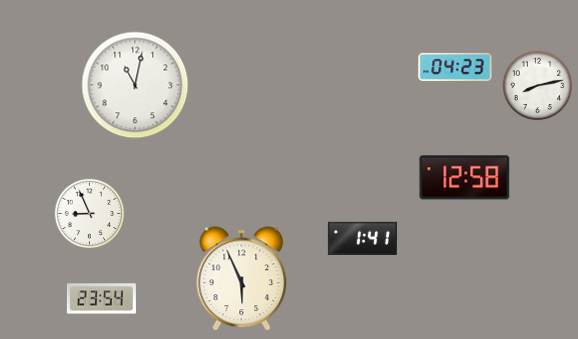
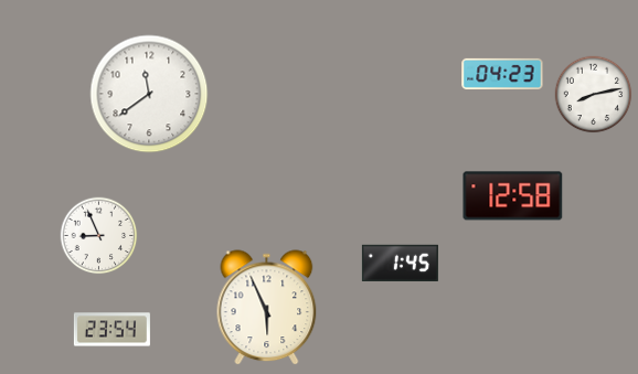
clock at (135, 85): 11:02 -> 11:39
clock at (362, 238): 1:41 -> 1:45
